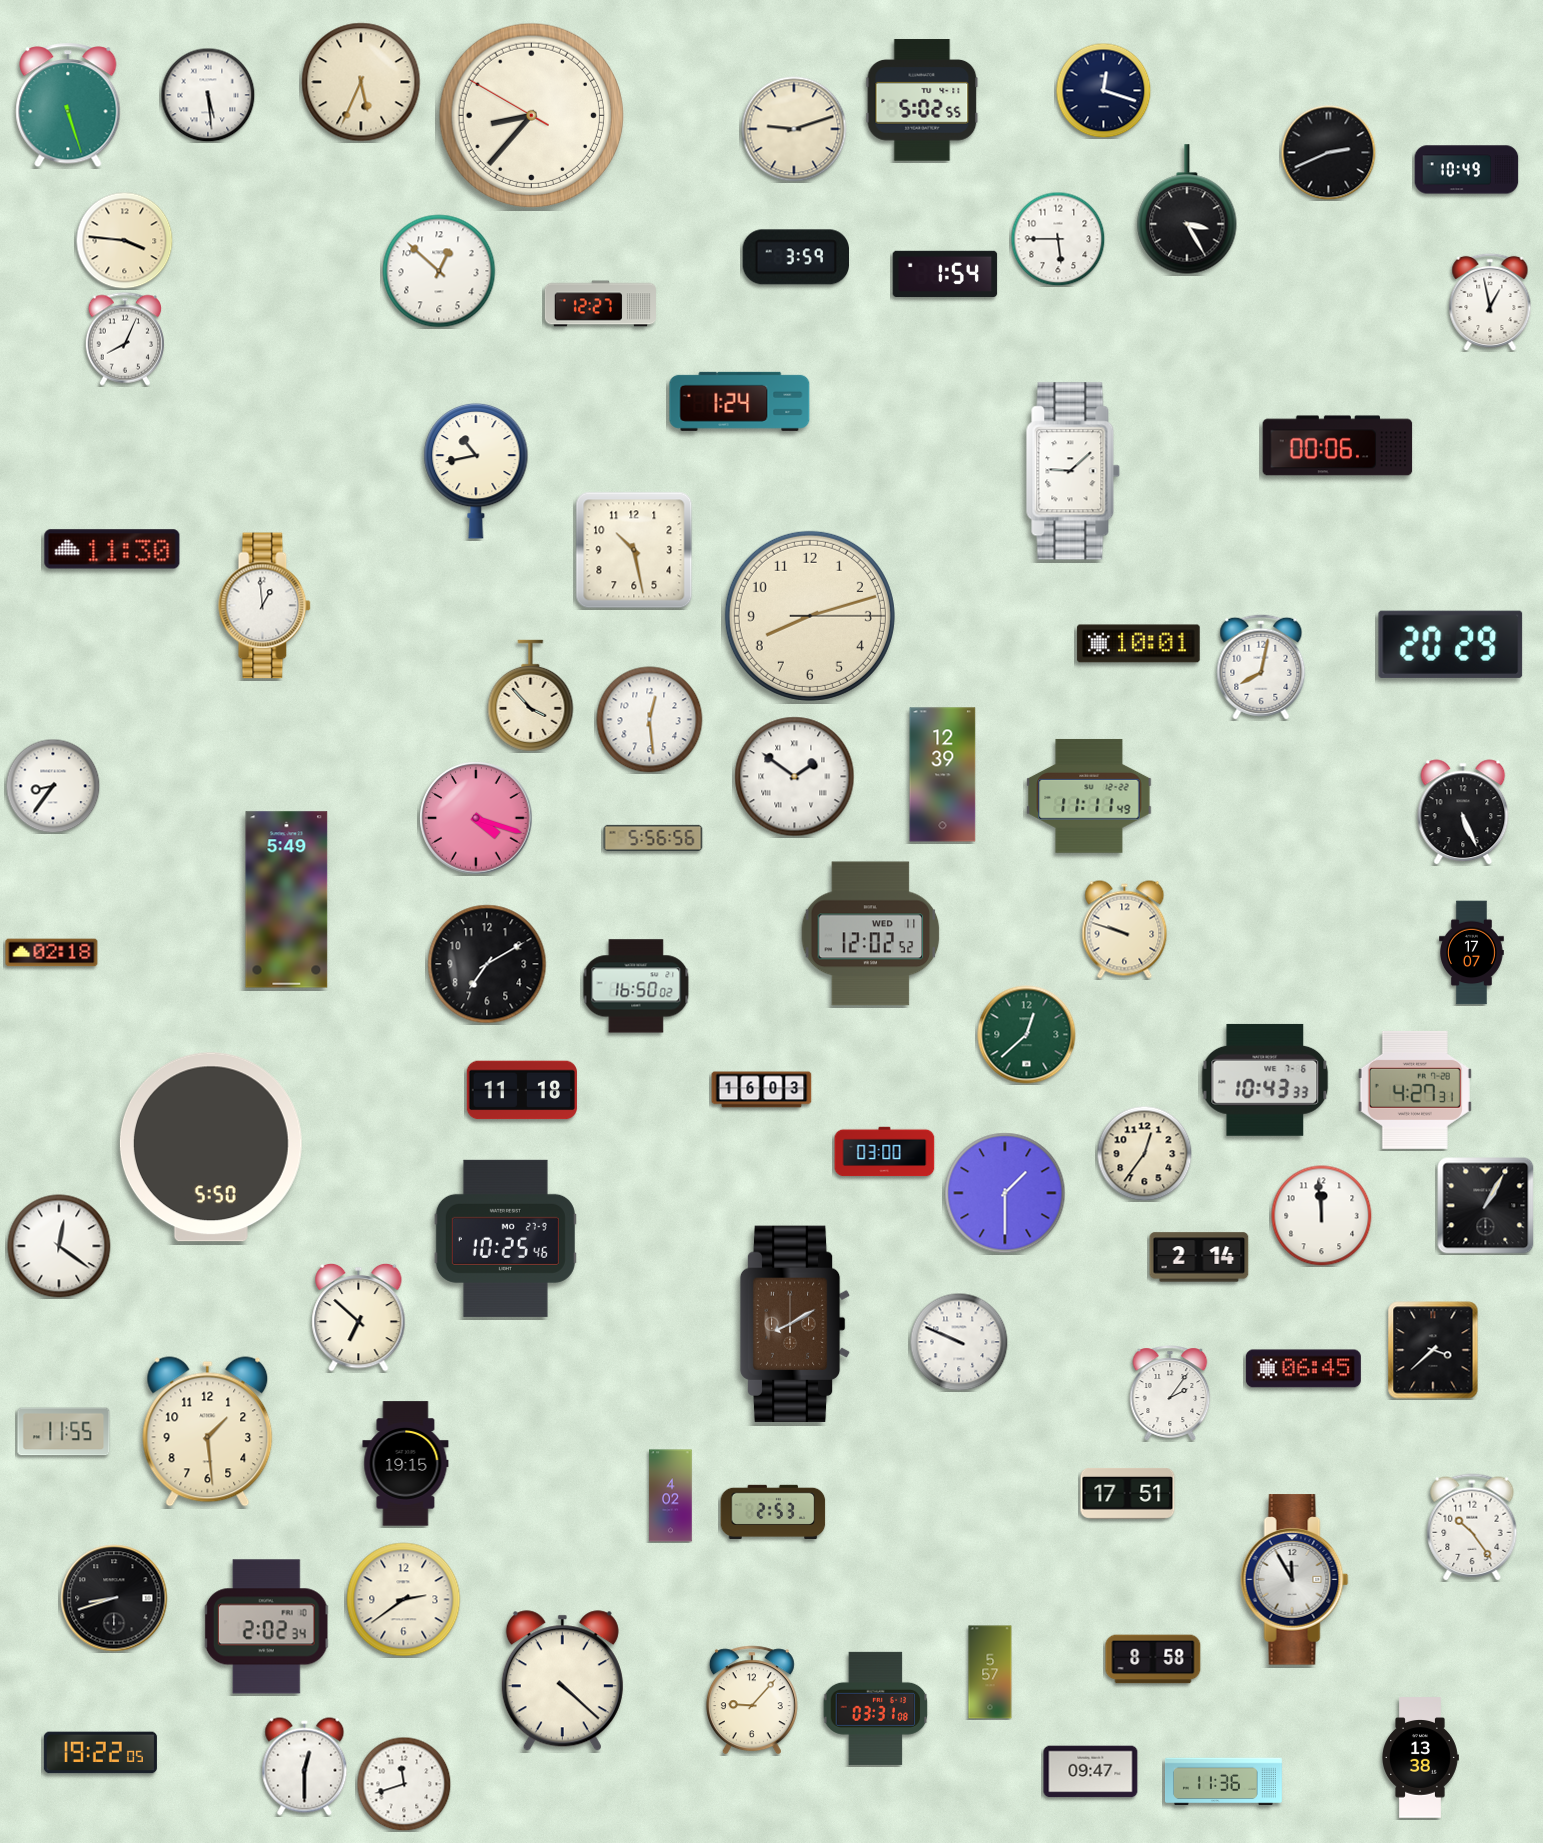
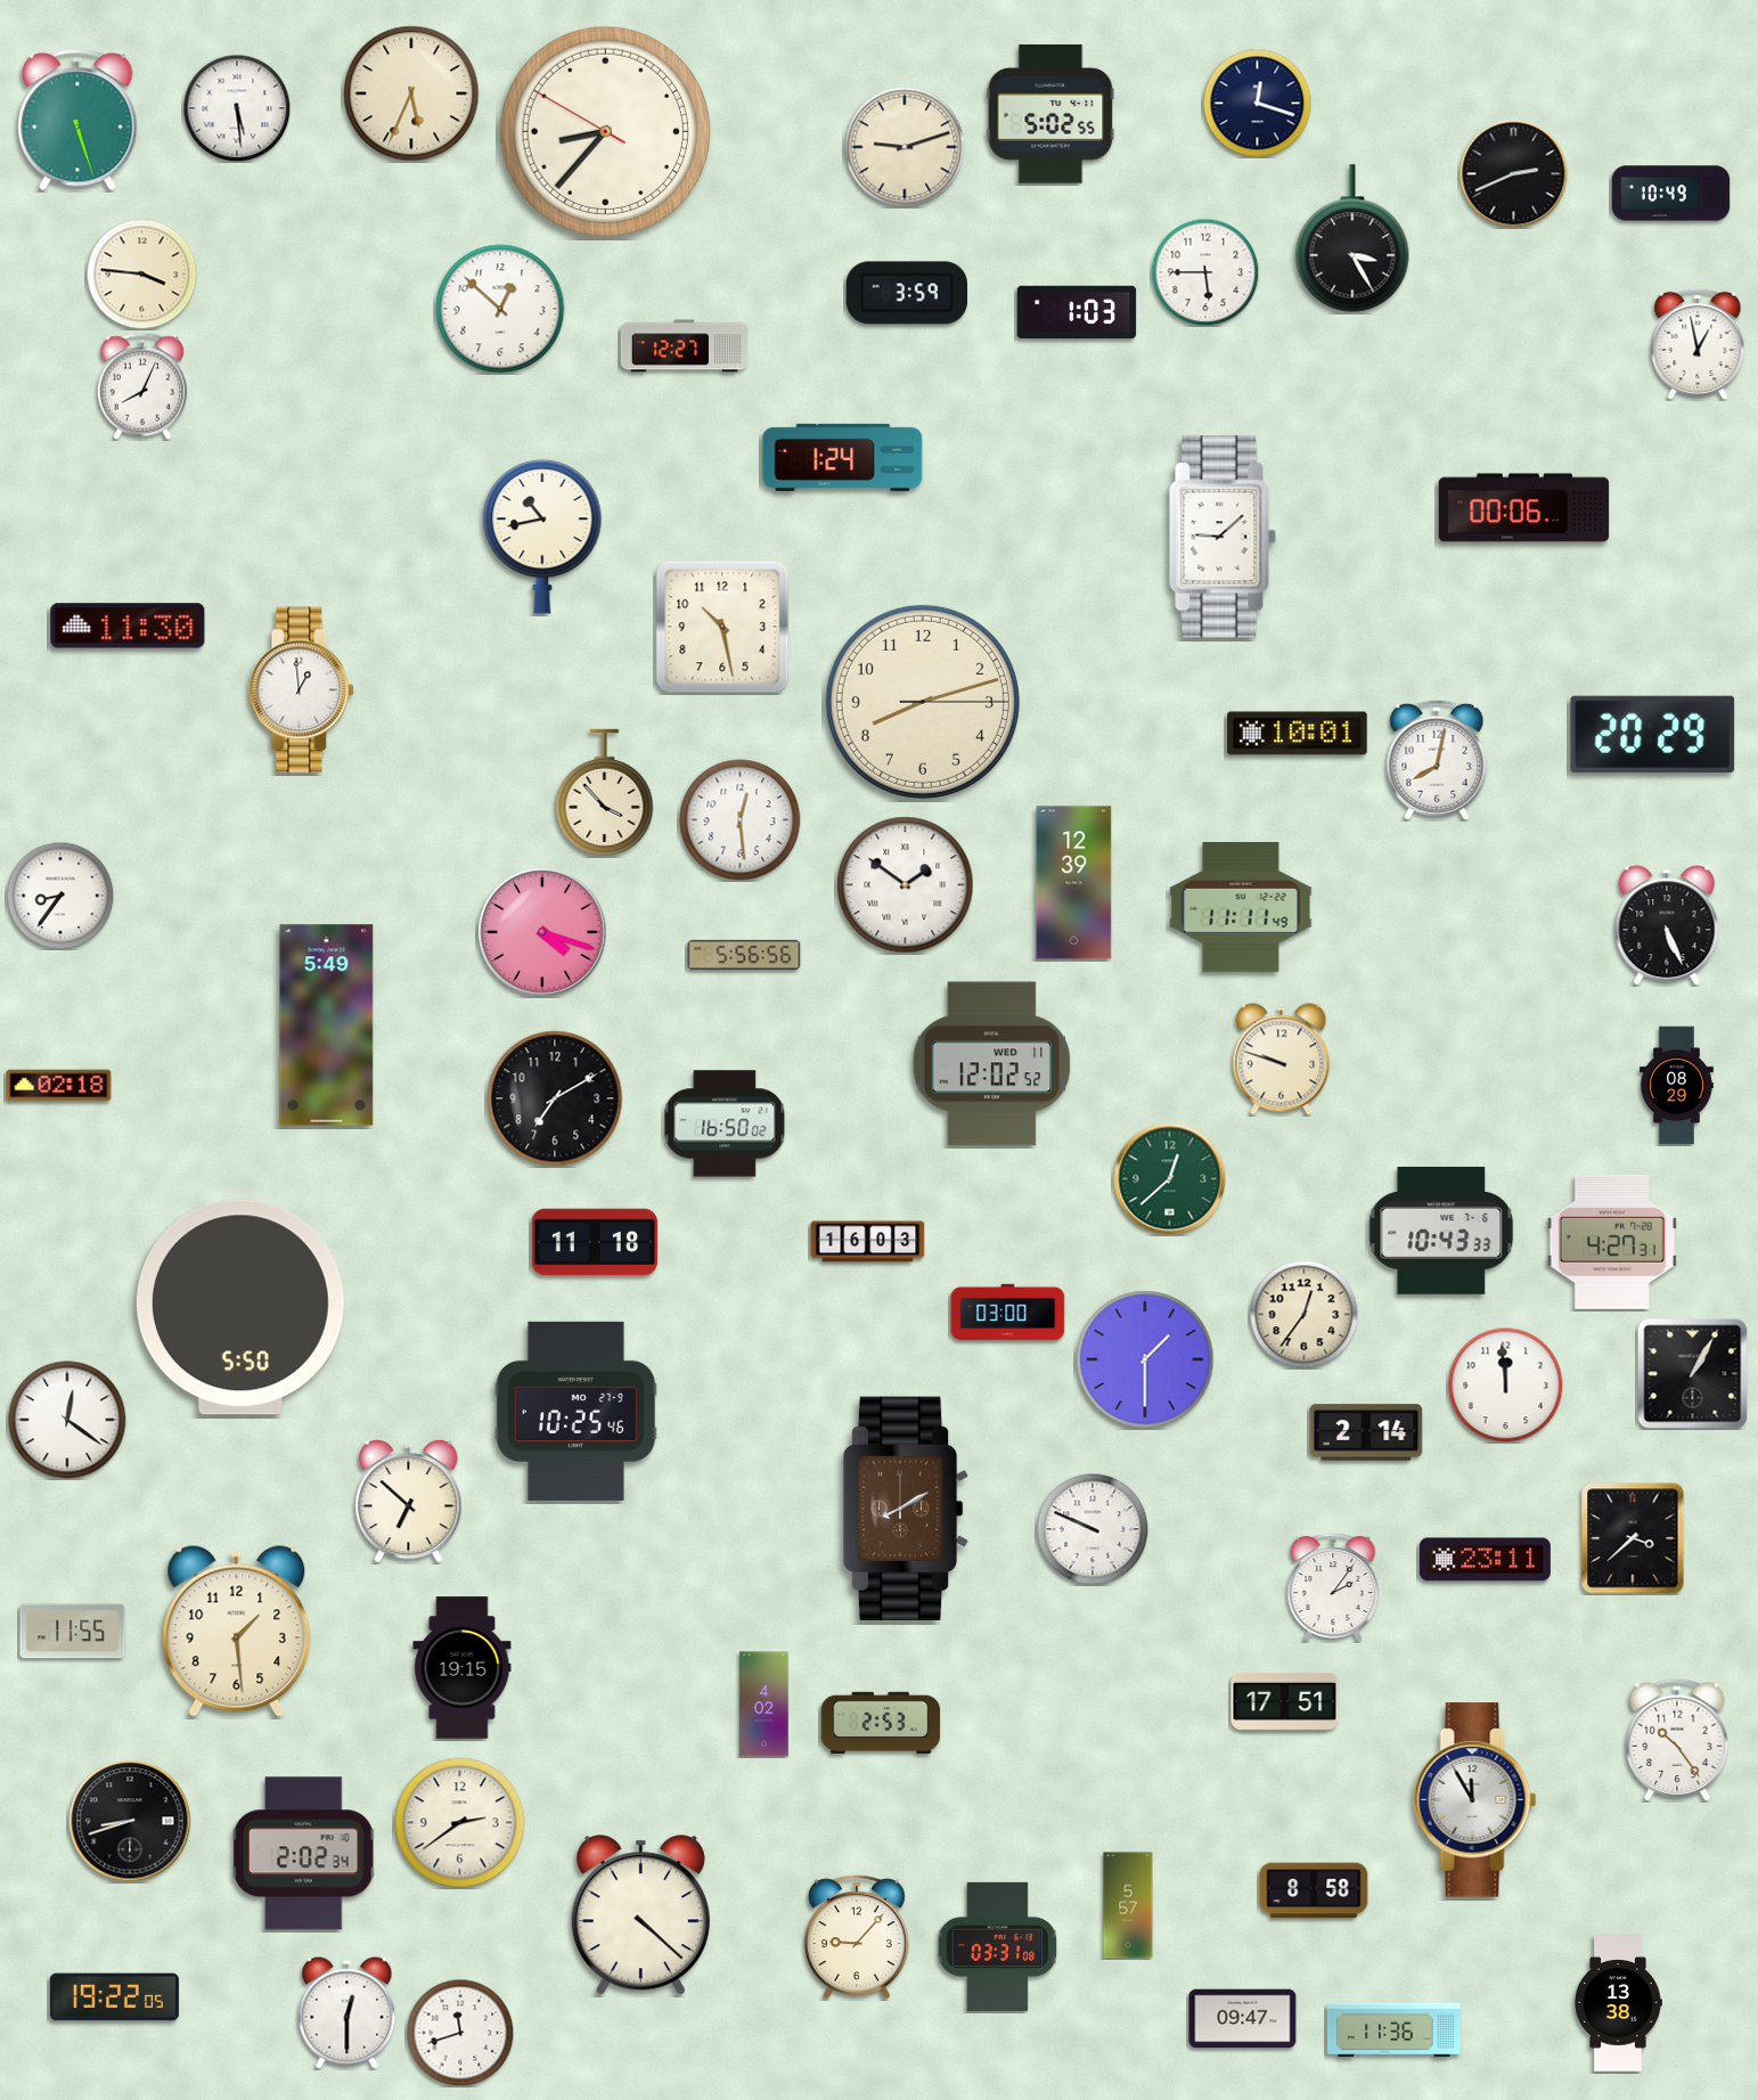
clock at (945, 273): 1:54 -> 1:03
clock at (1472, 953): 17:07 -> 08:29
clock at (1303, 1369): 06:45 -> 23:11
